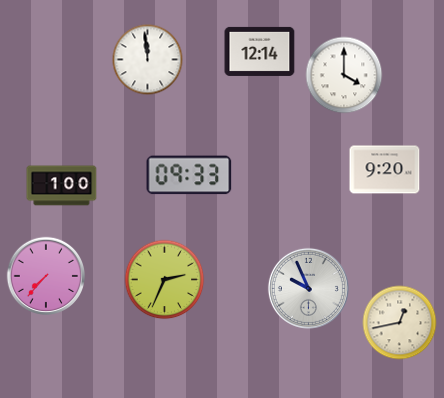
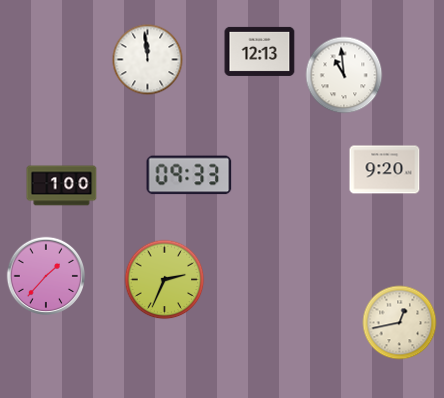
clock at (260, 51): 12:14 -> 12:13
clock at (344, 75): 4:00 -> 10:59
clock at (46, 276): 7:37 -> 1:37
clock at (308, 288): 9:56 -> none
